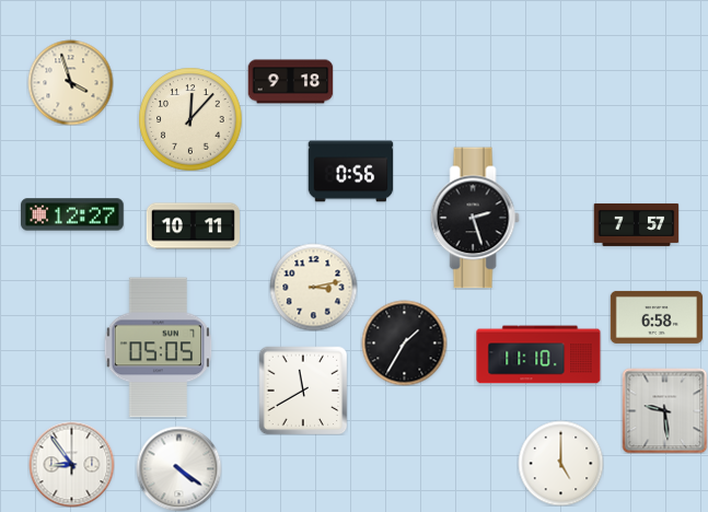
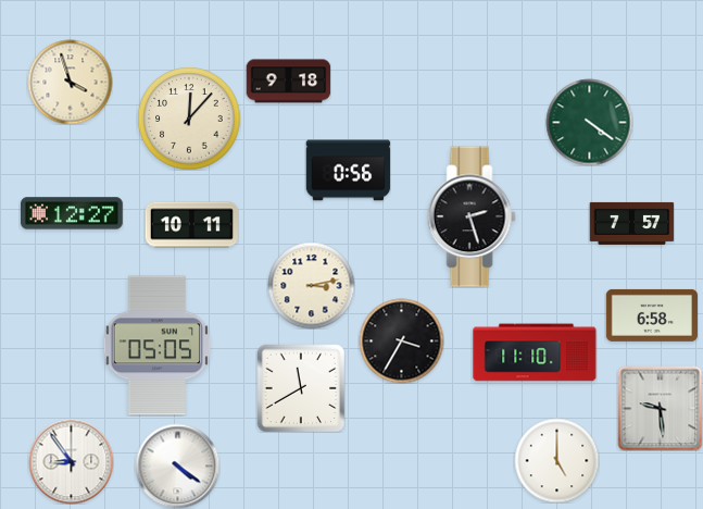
clock at (589, 122): none -> 4:21
clock at (404, 342): 1:35 -> 3:35
